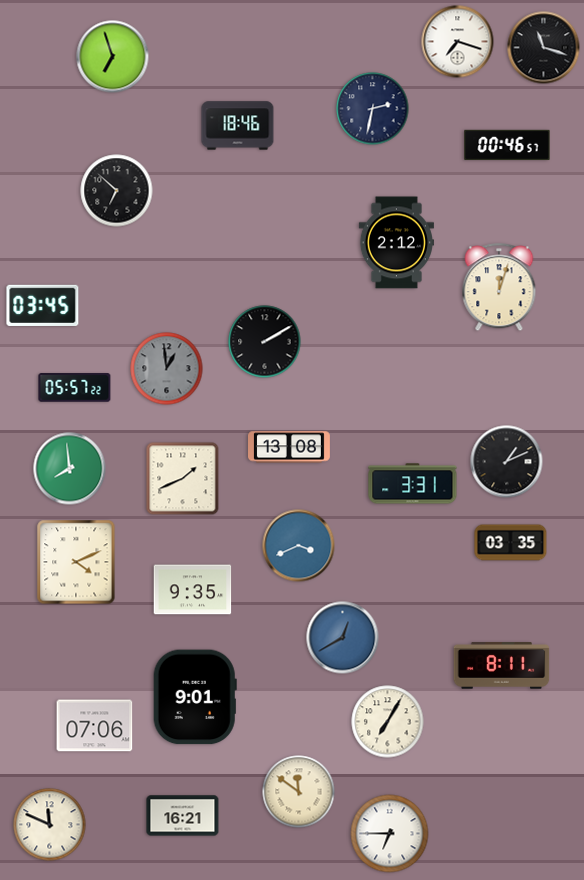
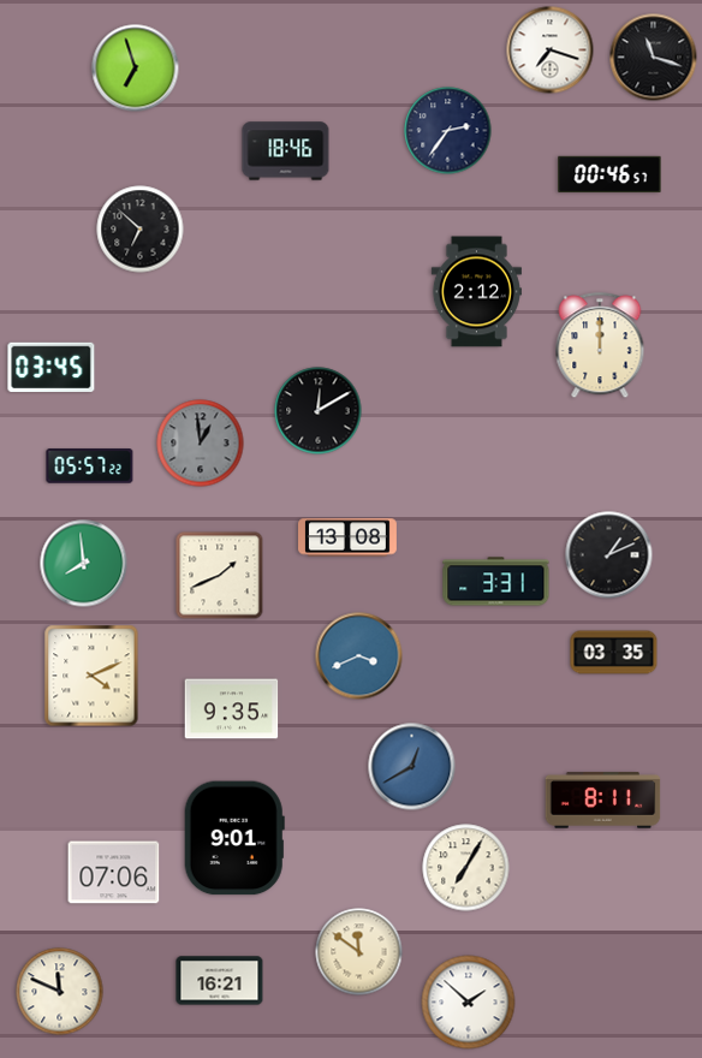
clock at (373, 109): 2:32 -> 2:36
clock at (499, 288): 12:03 -> 12:00
clock at (265, 342): 2:10 -> 12:10
clock at (390, 834): 6:45 -> 1:52
